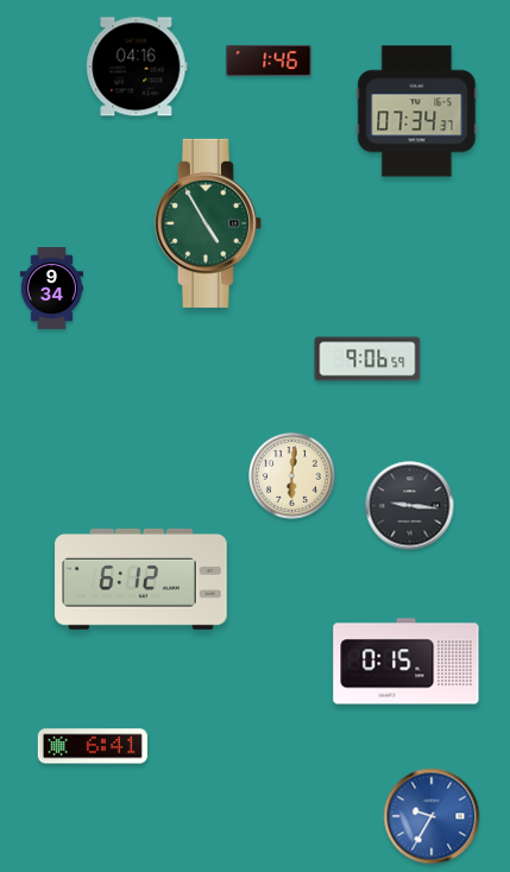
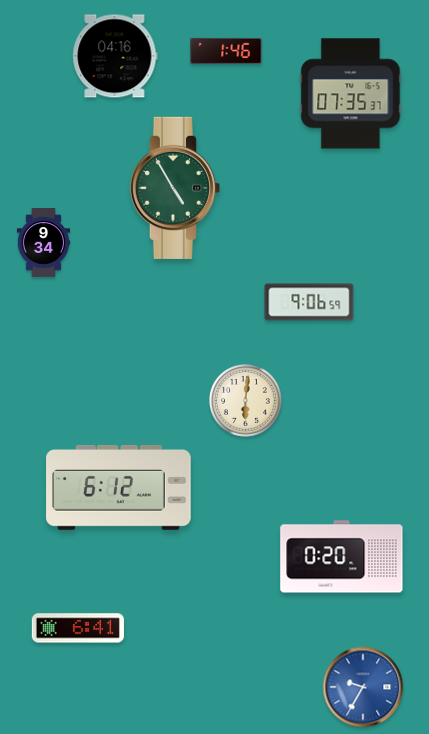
clock at (417, 112): 07:34 -> 07:35
clock at (410, 506): 9:16 -> none
clock at (407, 662): 0:15 -> 0:20
